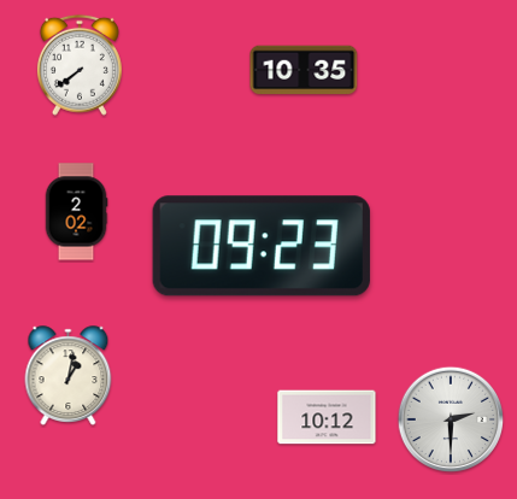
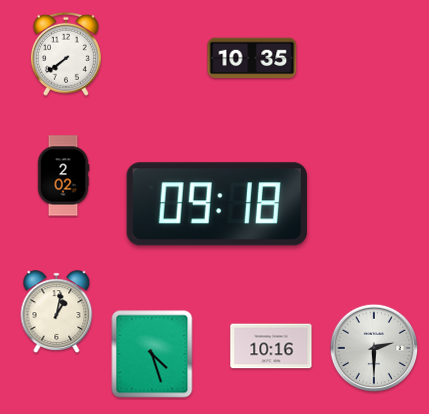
clock at (262, 246): 09:23 -> 09:18
clock at (327, 417): 10:12 -> 10:16
clock at (152, 354): none -> 4:27
